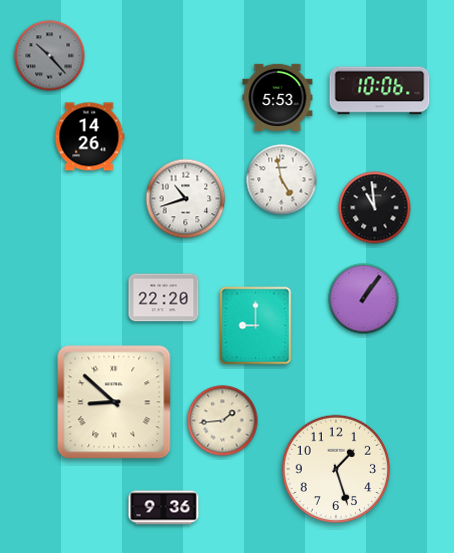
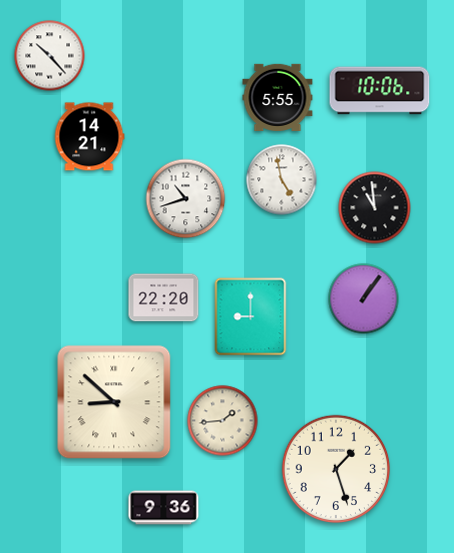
clock at (50, 56) dial: grey -> white
clock at (278, 97): 5:53 -> 5:55
clock at (89, 137): 14:26 -> 14:21
clock at (256, 326) position: (256, 326) -> (251, 317)
